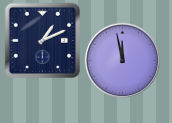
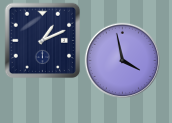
clock at (122, 60): 11:58 -> 3:58
